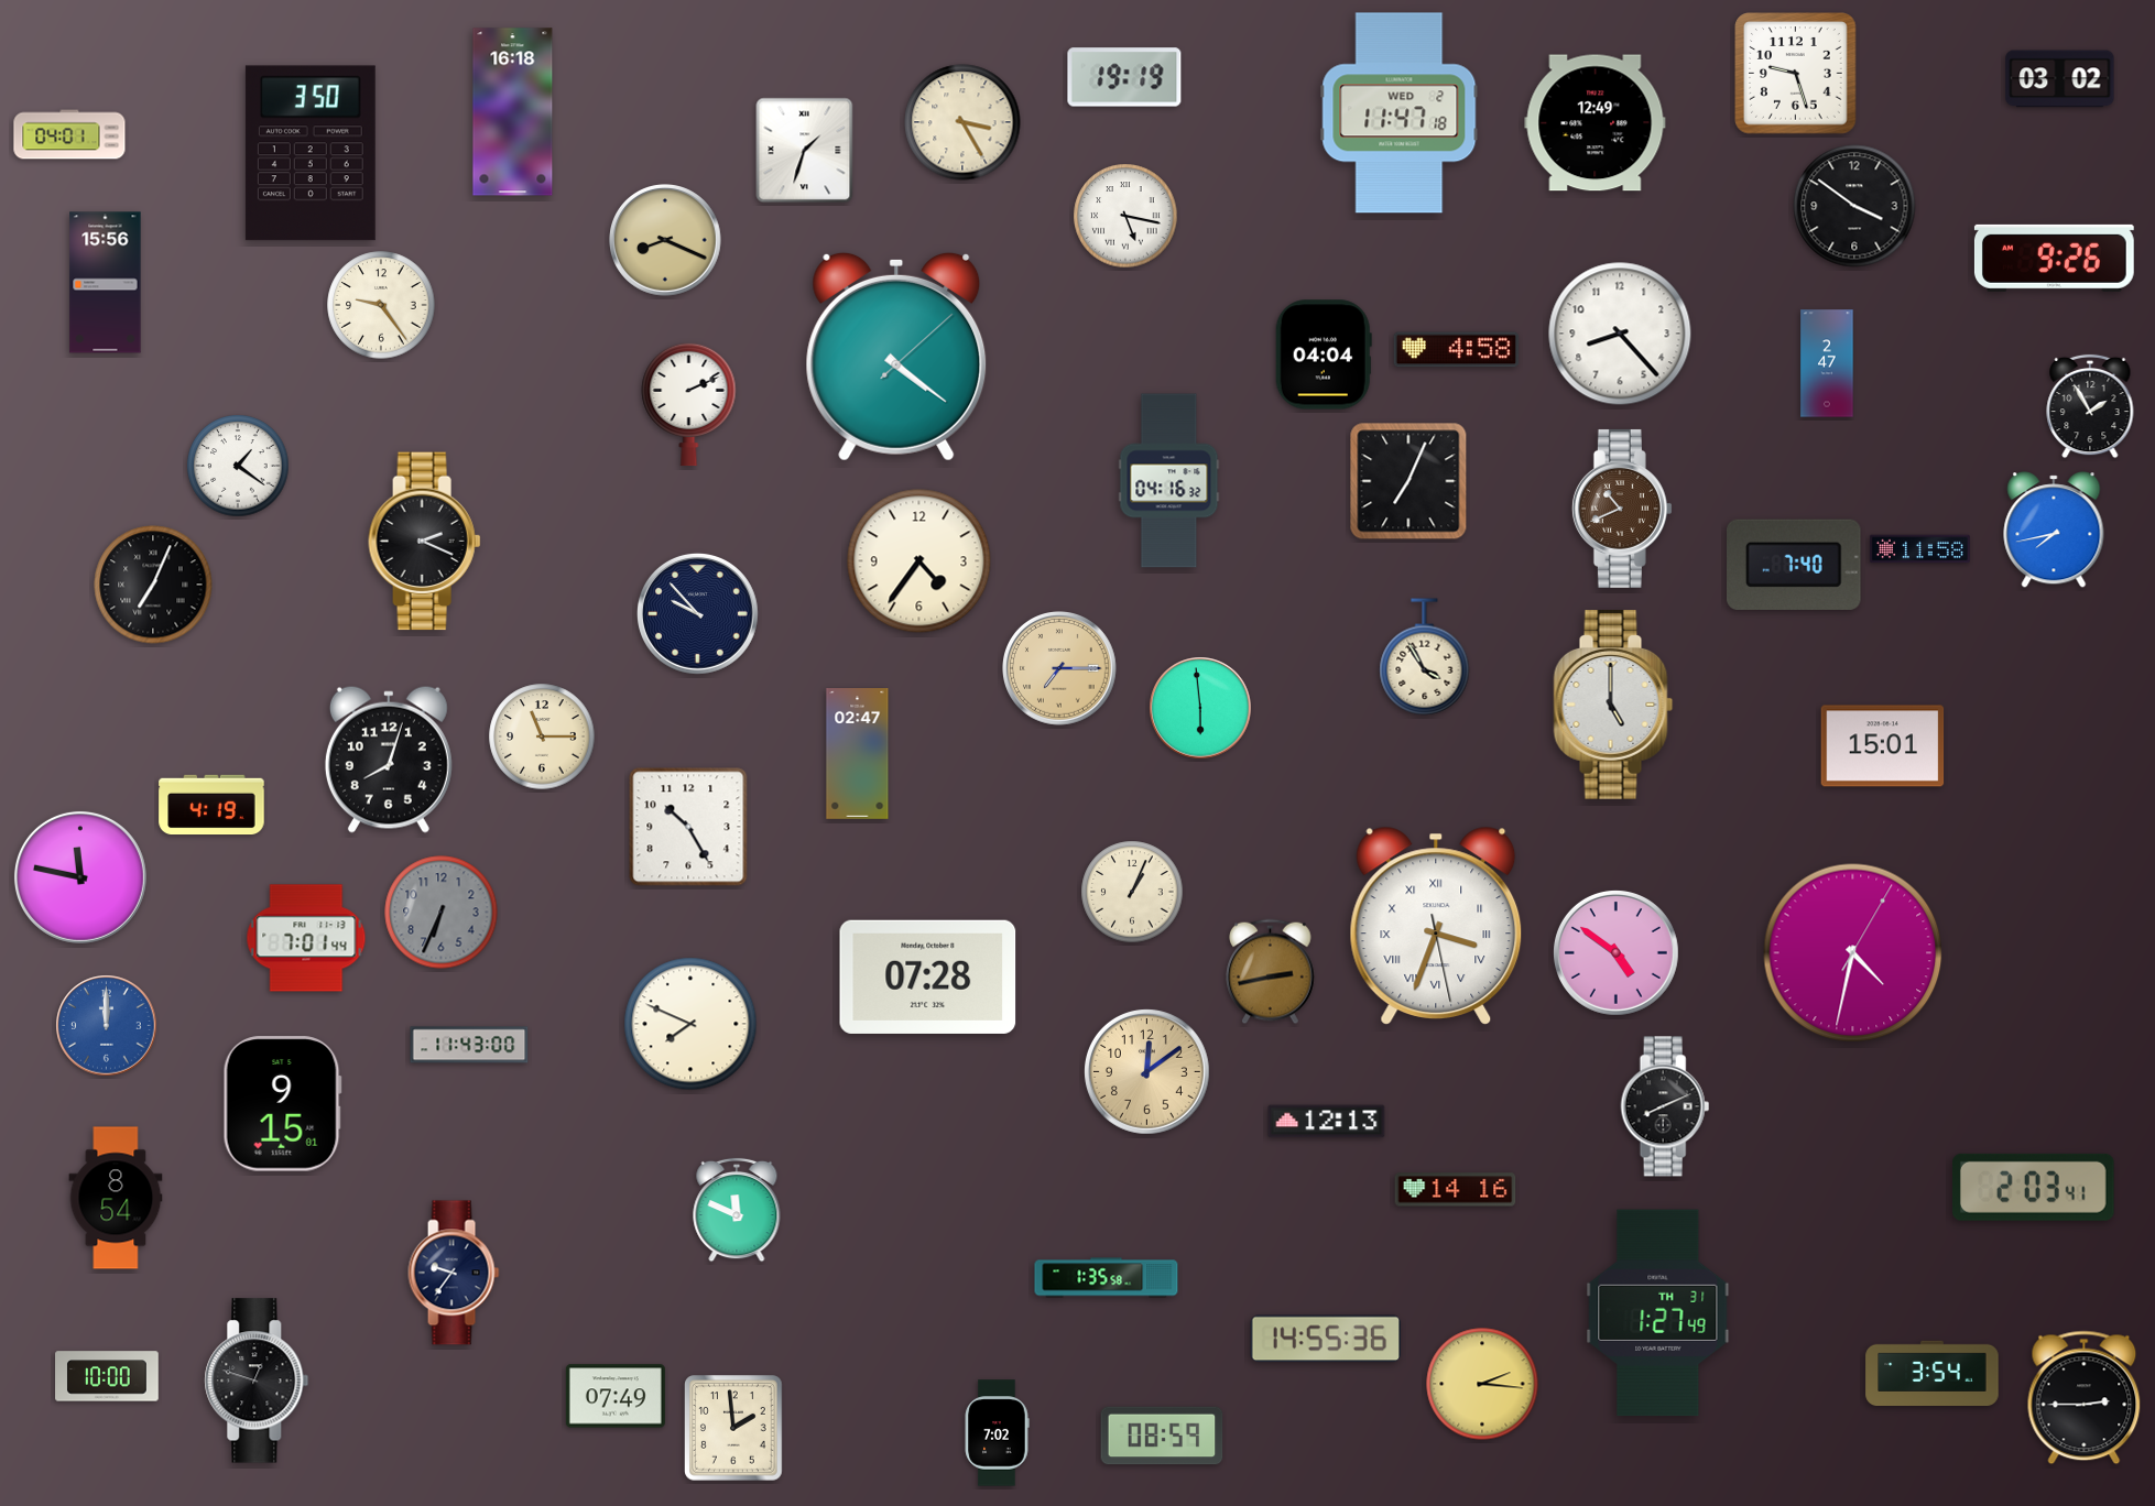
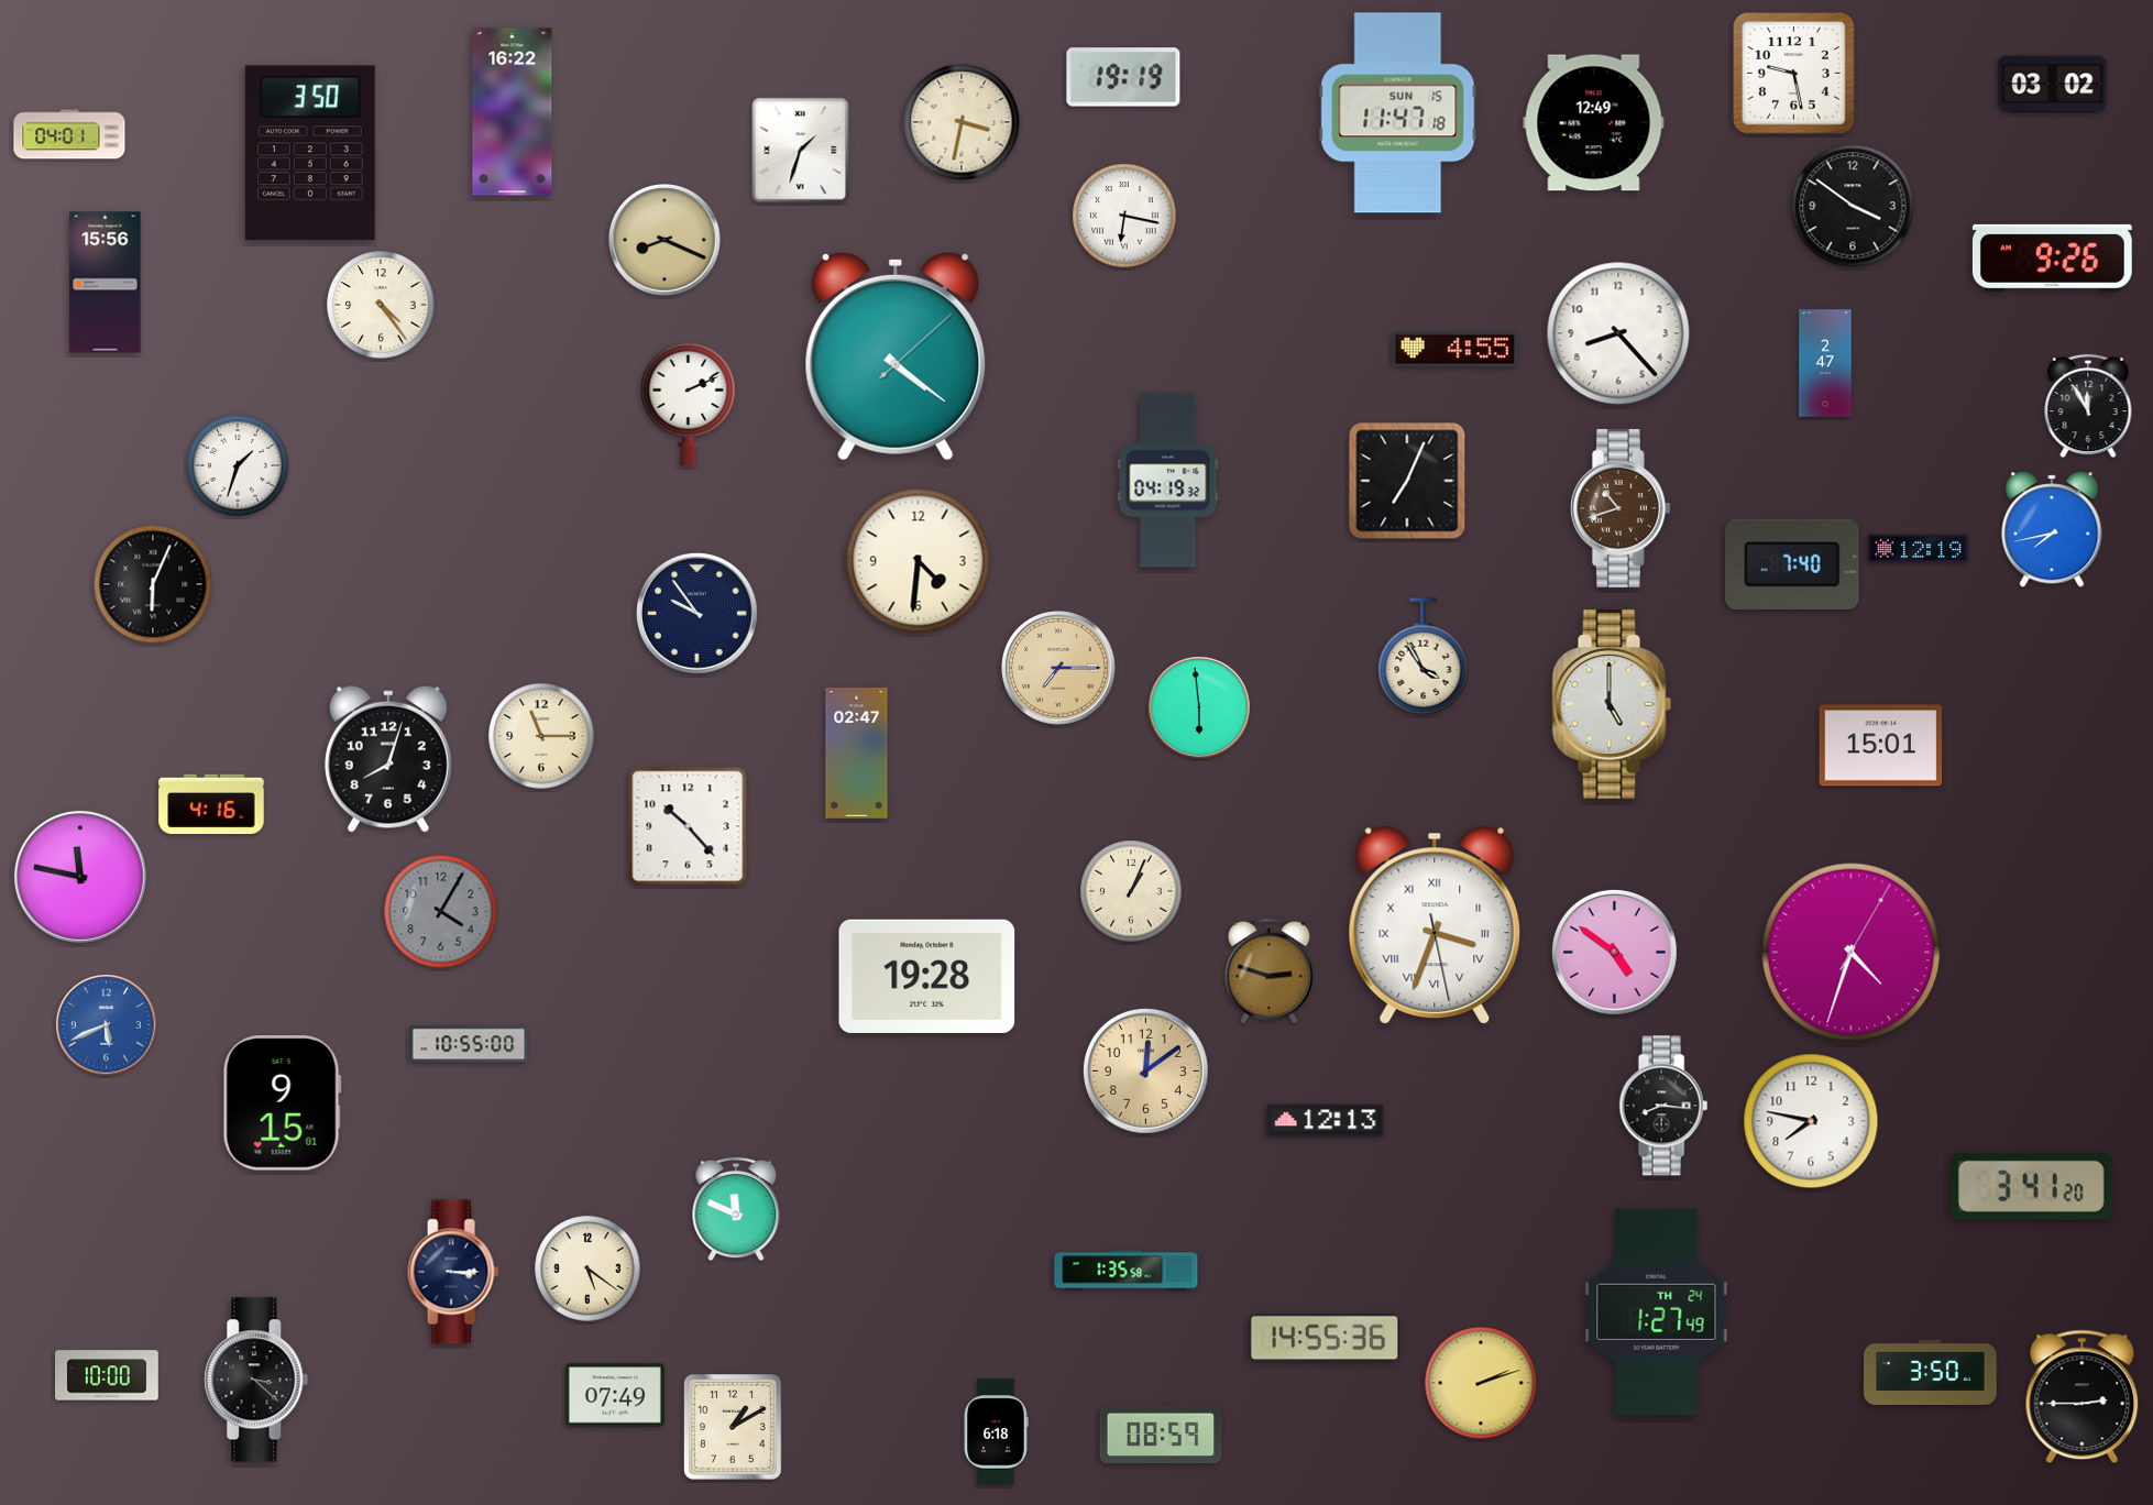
clock at (1796, 74): 9:27 -> 9:28
clock at (2060, 79) position: (2060, 79) -> (2053, 85)
clock at (513, 112): 16:18 -> 16:22
clock at (1400, 113) date: WED 2 -> SUN 15
clock at (962, 122): 3:25 -> 3:32
clock at (805, 151) position: (805, 151) -> (801, 151)
clock at (1125, 216): 5:17 -> 6:17
clock at (381, 305): 9:24 -> 4:24
clock at (1456, 350): 4:58 -> 4:55
clock at (1324, 354): 04:04 -> none
clock at (2090, 406): 1:55 -> 11:55
clock at (238, 466): 1:21 -> 1:33
clock at (1169, 481): 04:16 -> 04:19
clock at (1622, 509): 10:41 -> 10:42
clock at (425, 542): 2:19 -> none
clock at (1919, 549): 11:58 -> 12:19
clock at (919, 561): 4:36 -> 4:31
clock at (153, 585): 7:04 -> 6:04
clock at (697, 614): 9:53 -> 9:54
clock at (211, 805): 4:19 -> 4:16
clock at (688, 827): 10:25 -> 10:23
clock at (442, 913): 6:34 -> 4:05
clock at (306, 938): 7:01 -> none
clock at (1853, 953): 4:32 -> 4:33
clock at (1271, 972): 2:43 -> 2:48
clock at (928, 976): 07:28 -> 19:28
clock at (690, 1024): 7:49 -> none
clock at (107, 1026): 12:00 -> 5:41
clock at (469, 1045): 11:43 -> 10:55
clock at (1665, 1106): 8:11 -> 8:16
clock at (1811, 1121): none -> 7:47
clock at (2033, 1187): 2:03 -> 3:41
clock at (1456, 1190): 14:16 -> none
clock at (116, 1198): 8:54 -> none
clock at (587, 1268): none -> 5:21
clock at (454, 1273): 9:36 -> 3:15
clock at (1107, 1278) position: (1107, 1278) -> (1127, 1271)
clock at (1658, 1313) date: TH 31 -> TH 24
clock at (1933, 1373): 3:54 -> 3:50
clock at (257, 1380): 12:48 -> 3:22
clock at (1482, 1384): 2:16 -> 2:12
clock at (733, 1428): 1:59 -> 1:10
clock at (997, 1433): 7:02 -> 6:18
